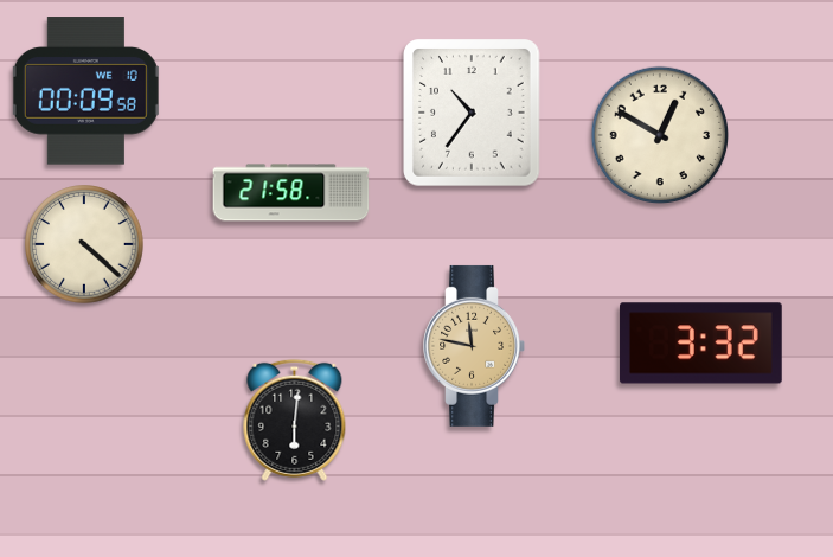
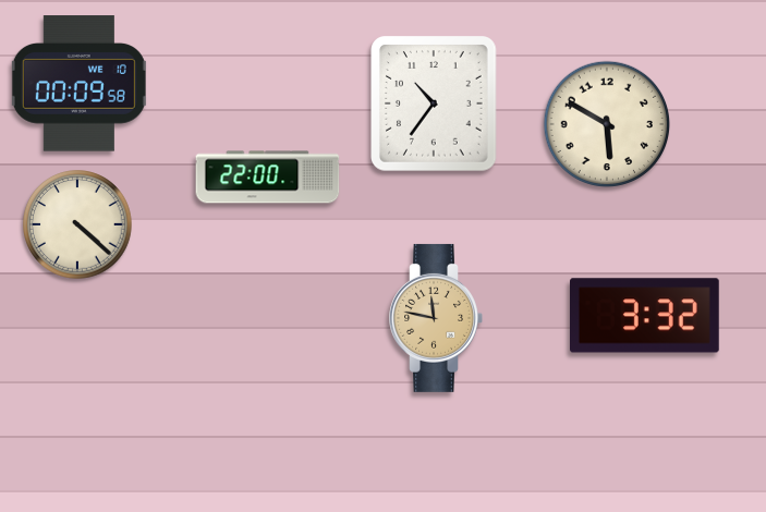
clock at (659, 134): 12:50 -> 5:50
clock at (291, 193): 21:58 -> 22:00
clock at (295, 420): 6:01 -> none
